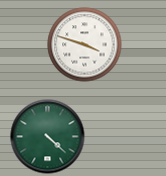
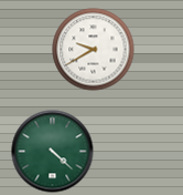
clock at (85, 45): 3:48 -> 9:40
